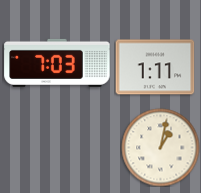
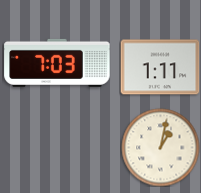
clock at (155, 67) position: (155, 67) -> (160, 67)
